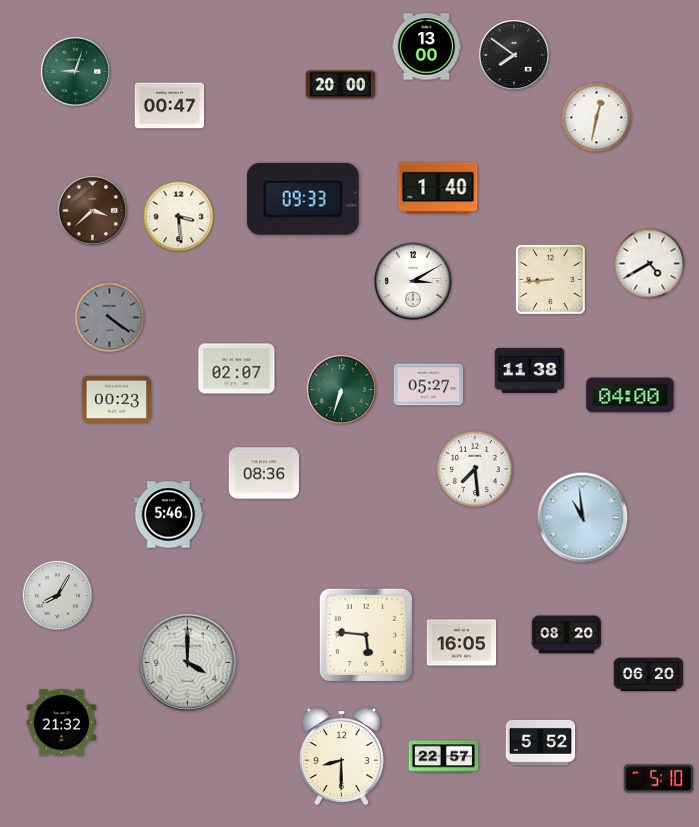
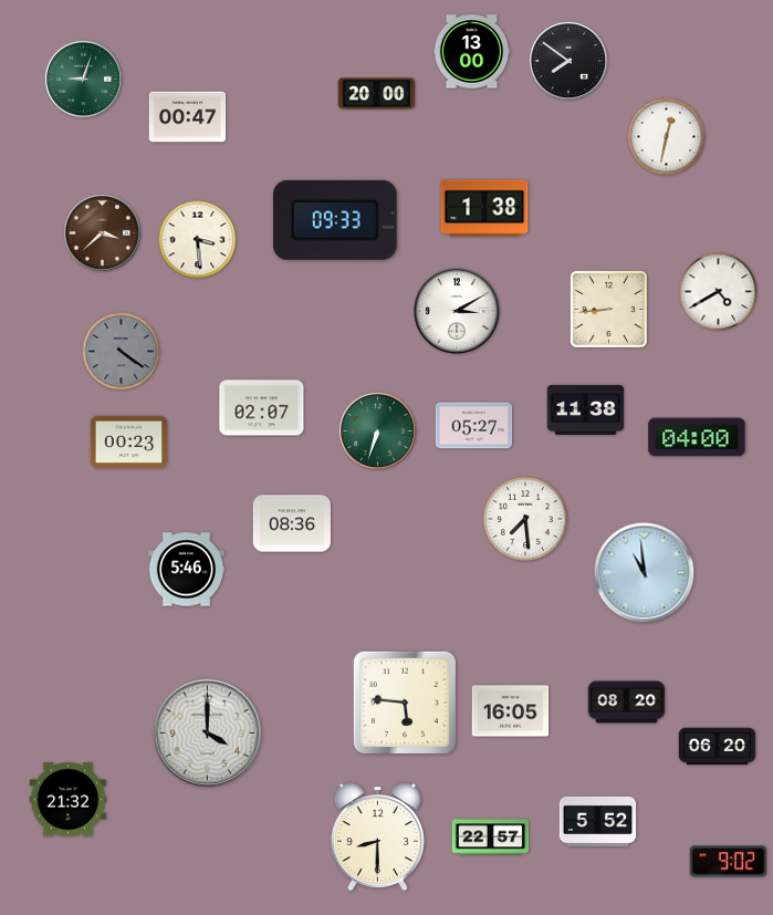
clock at (597, 118) position: (597, 118) -> (667, 137)
clock at (438, 188): 1:40 -> 1:38
clock at (57, 595): 8:05 -> none
clock at (659, 779): 5:10 -> 9:02
